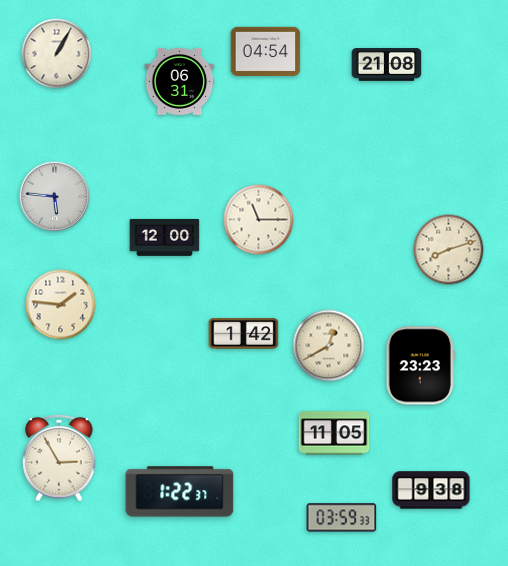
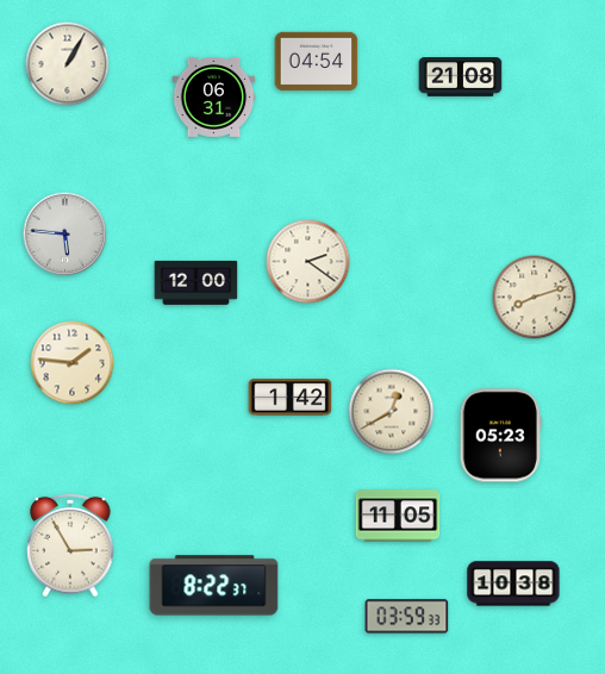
clock at (259, 220): 11:15 -> 2:21
clock at (420, 366): 23:23 -> 05:23
clock at (431, 490): 9:38 -> 10:38
clock at (180, 492): 1:22 -> 8:22
